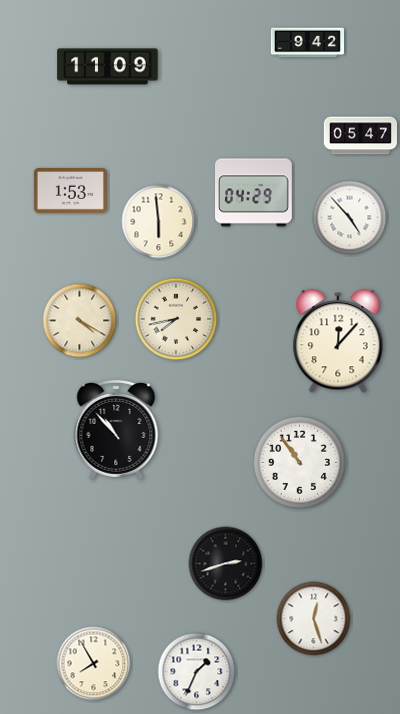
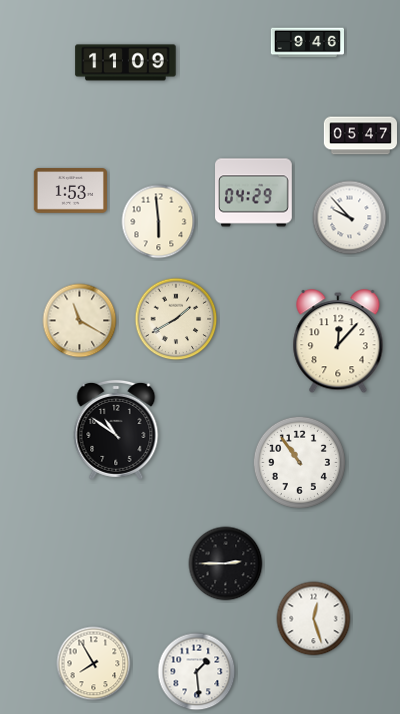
clock at (307, 43): 9:42 -> 9:46
clock at (108, 67) position: (108, 67) -> (126, 63)
clock at (350, 218): 4:53 -> 9:53
clock at (176, 319): 7:43 -> 1:40
clock at (80, 321): 4:20 -> 11:20
clock at (116, 430): 10:53 -> 10:51
clock at (226, 564): 2:42 -> 2:45
clock at (197, 672): 1:34 -> 1:29
